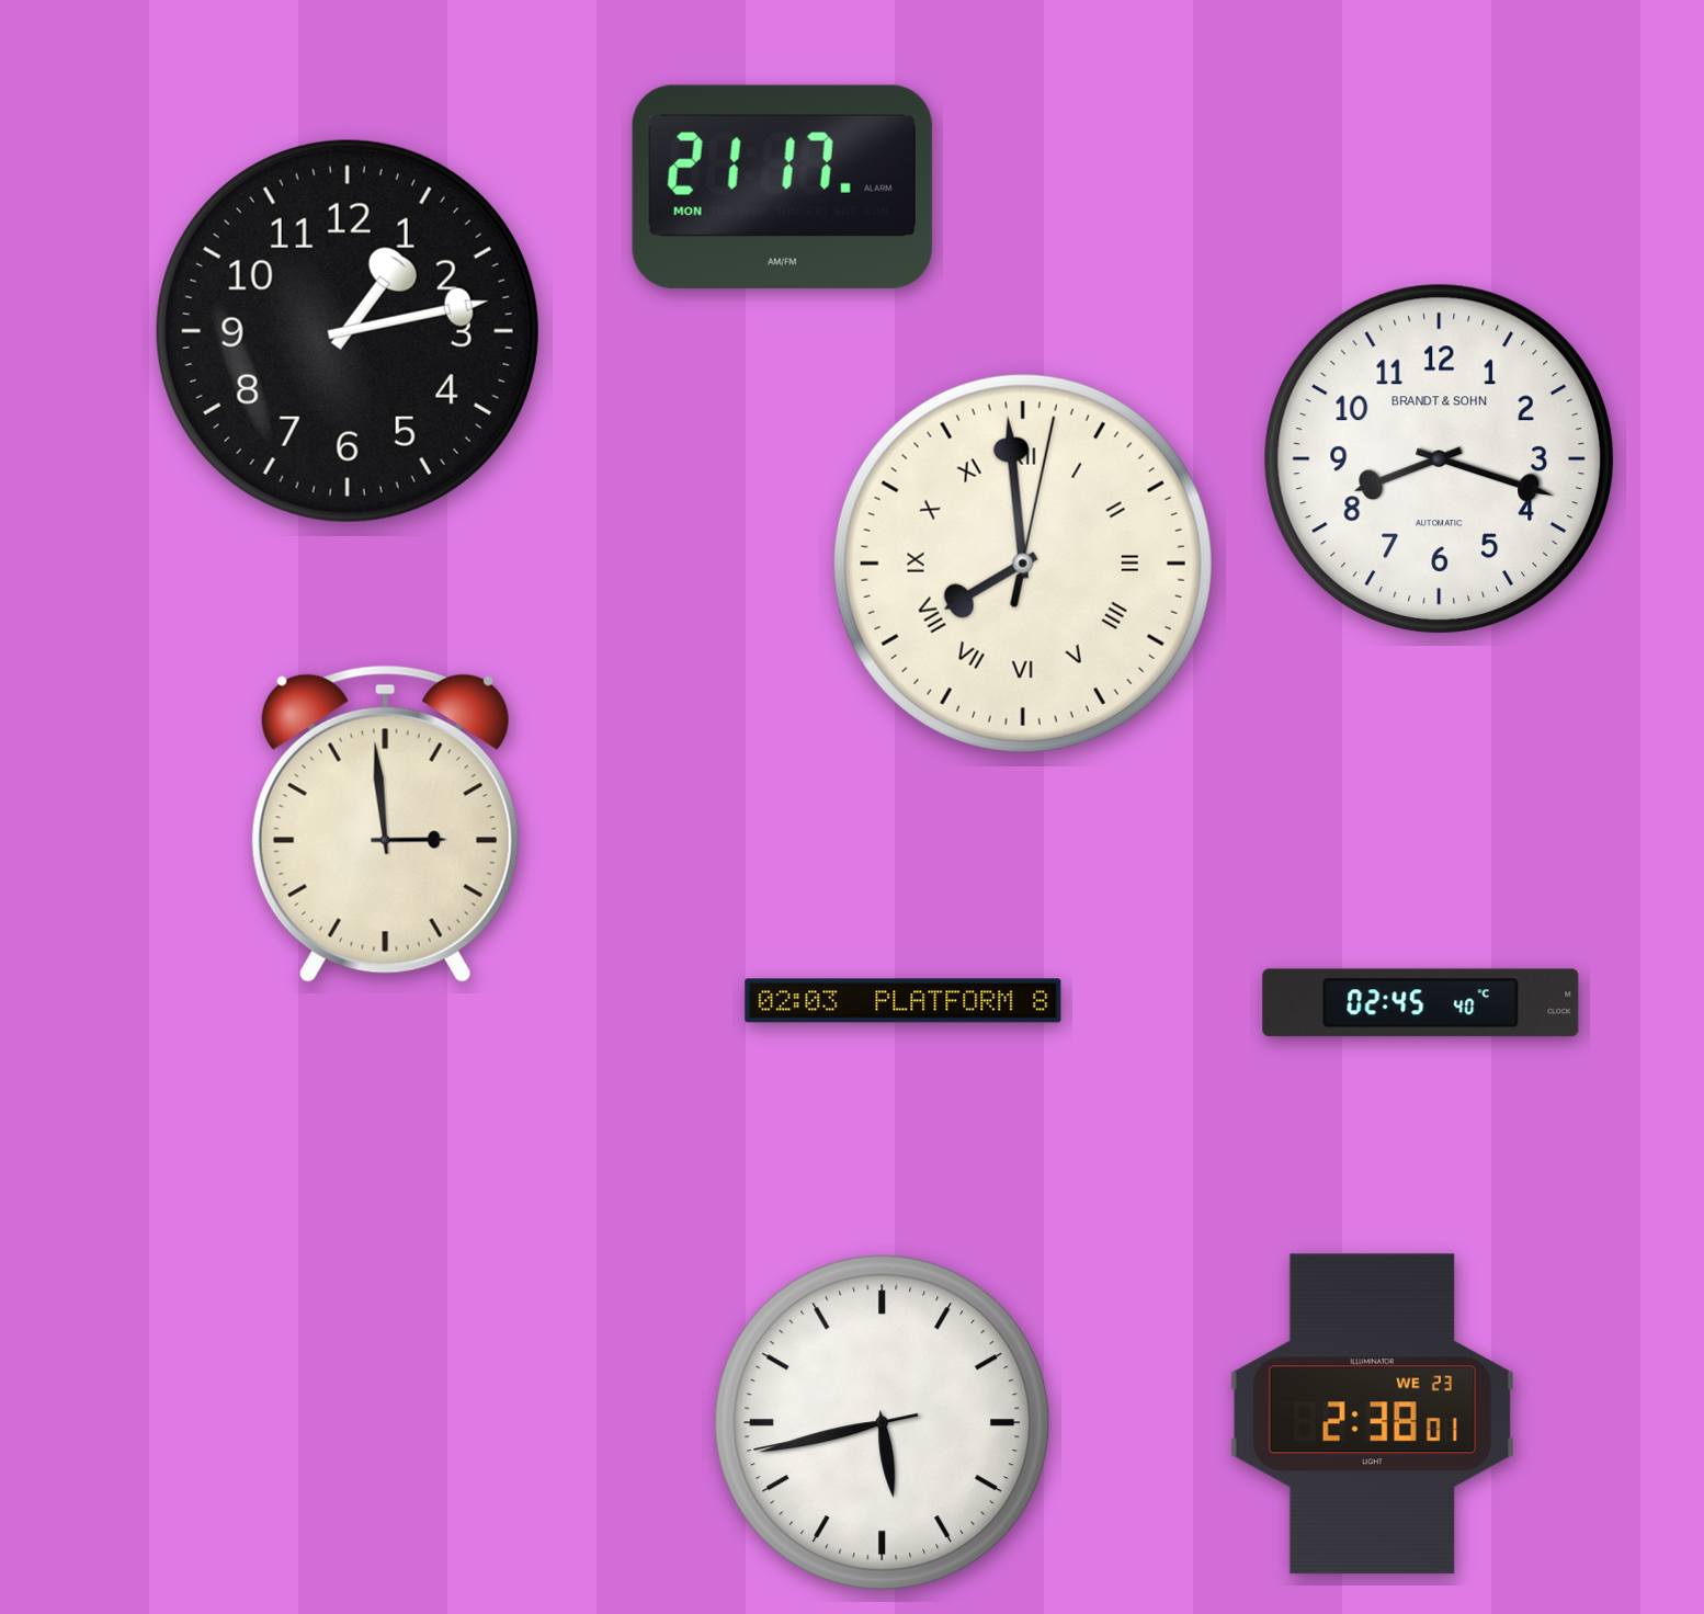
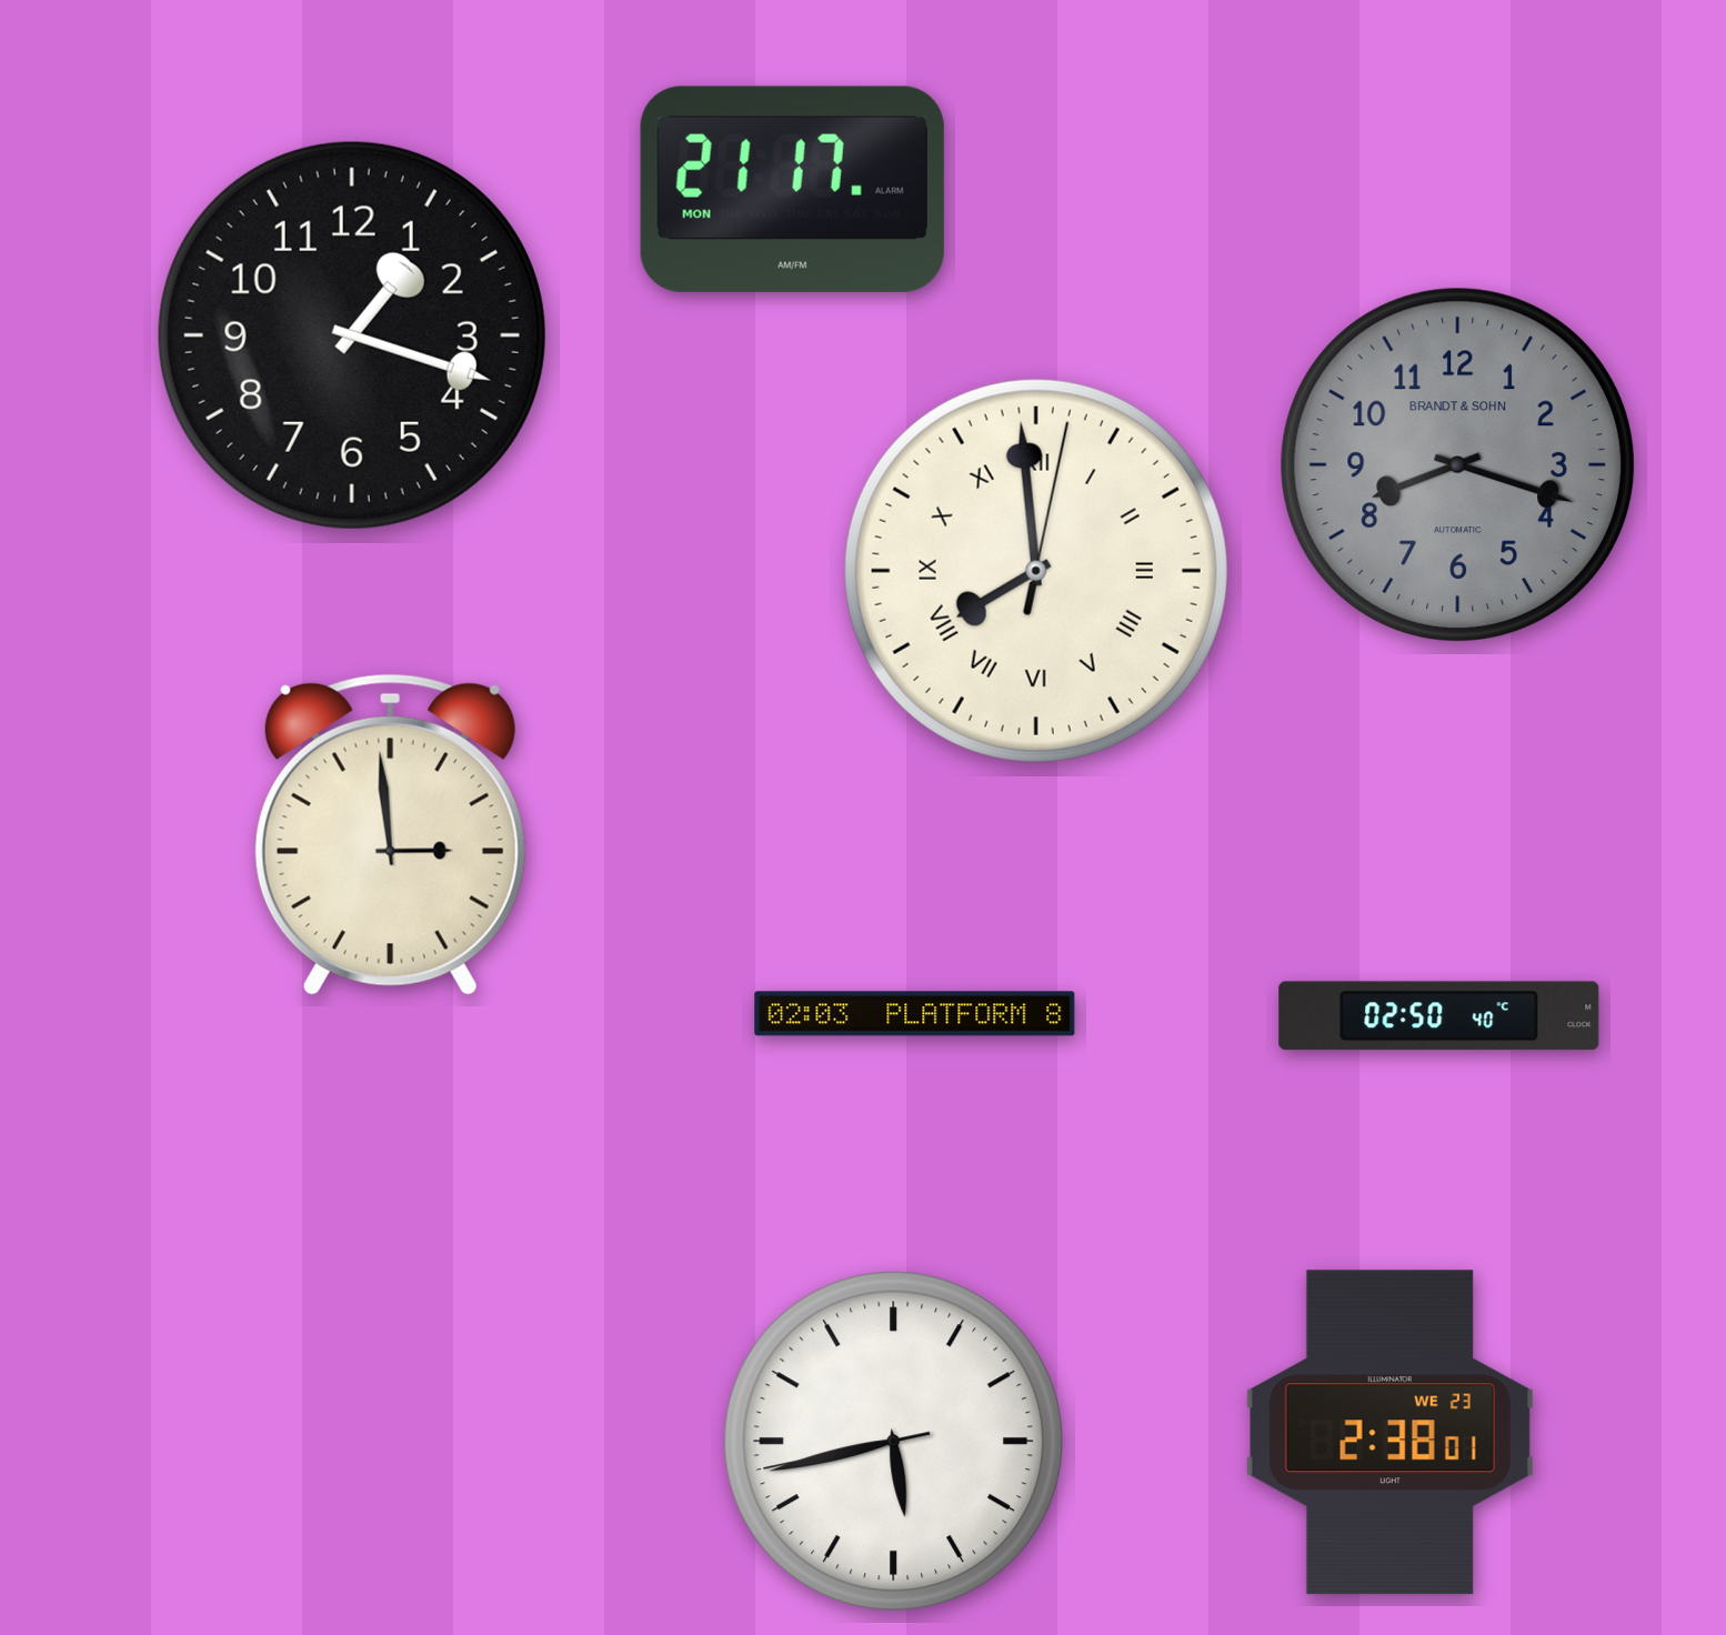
clock at (348, 331): 1:13 -> 1:18
clock at (1439, 458) dial: white -> grey
clock at (1421, 1003): 02:45 -> 02:50
